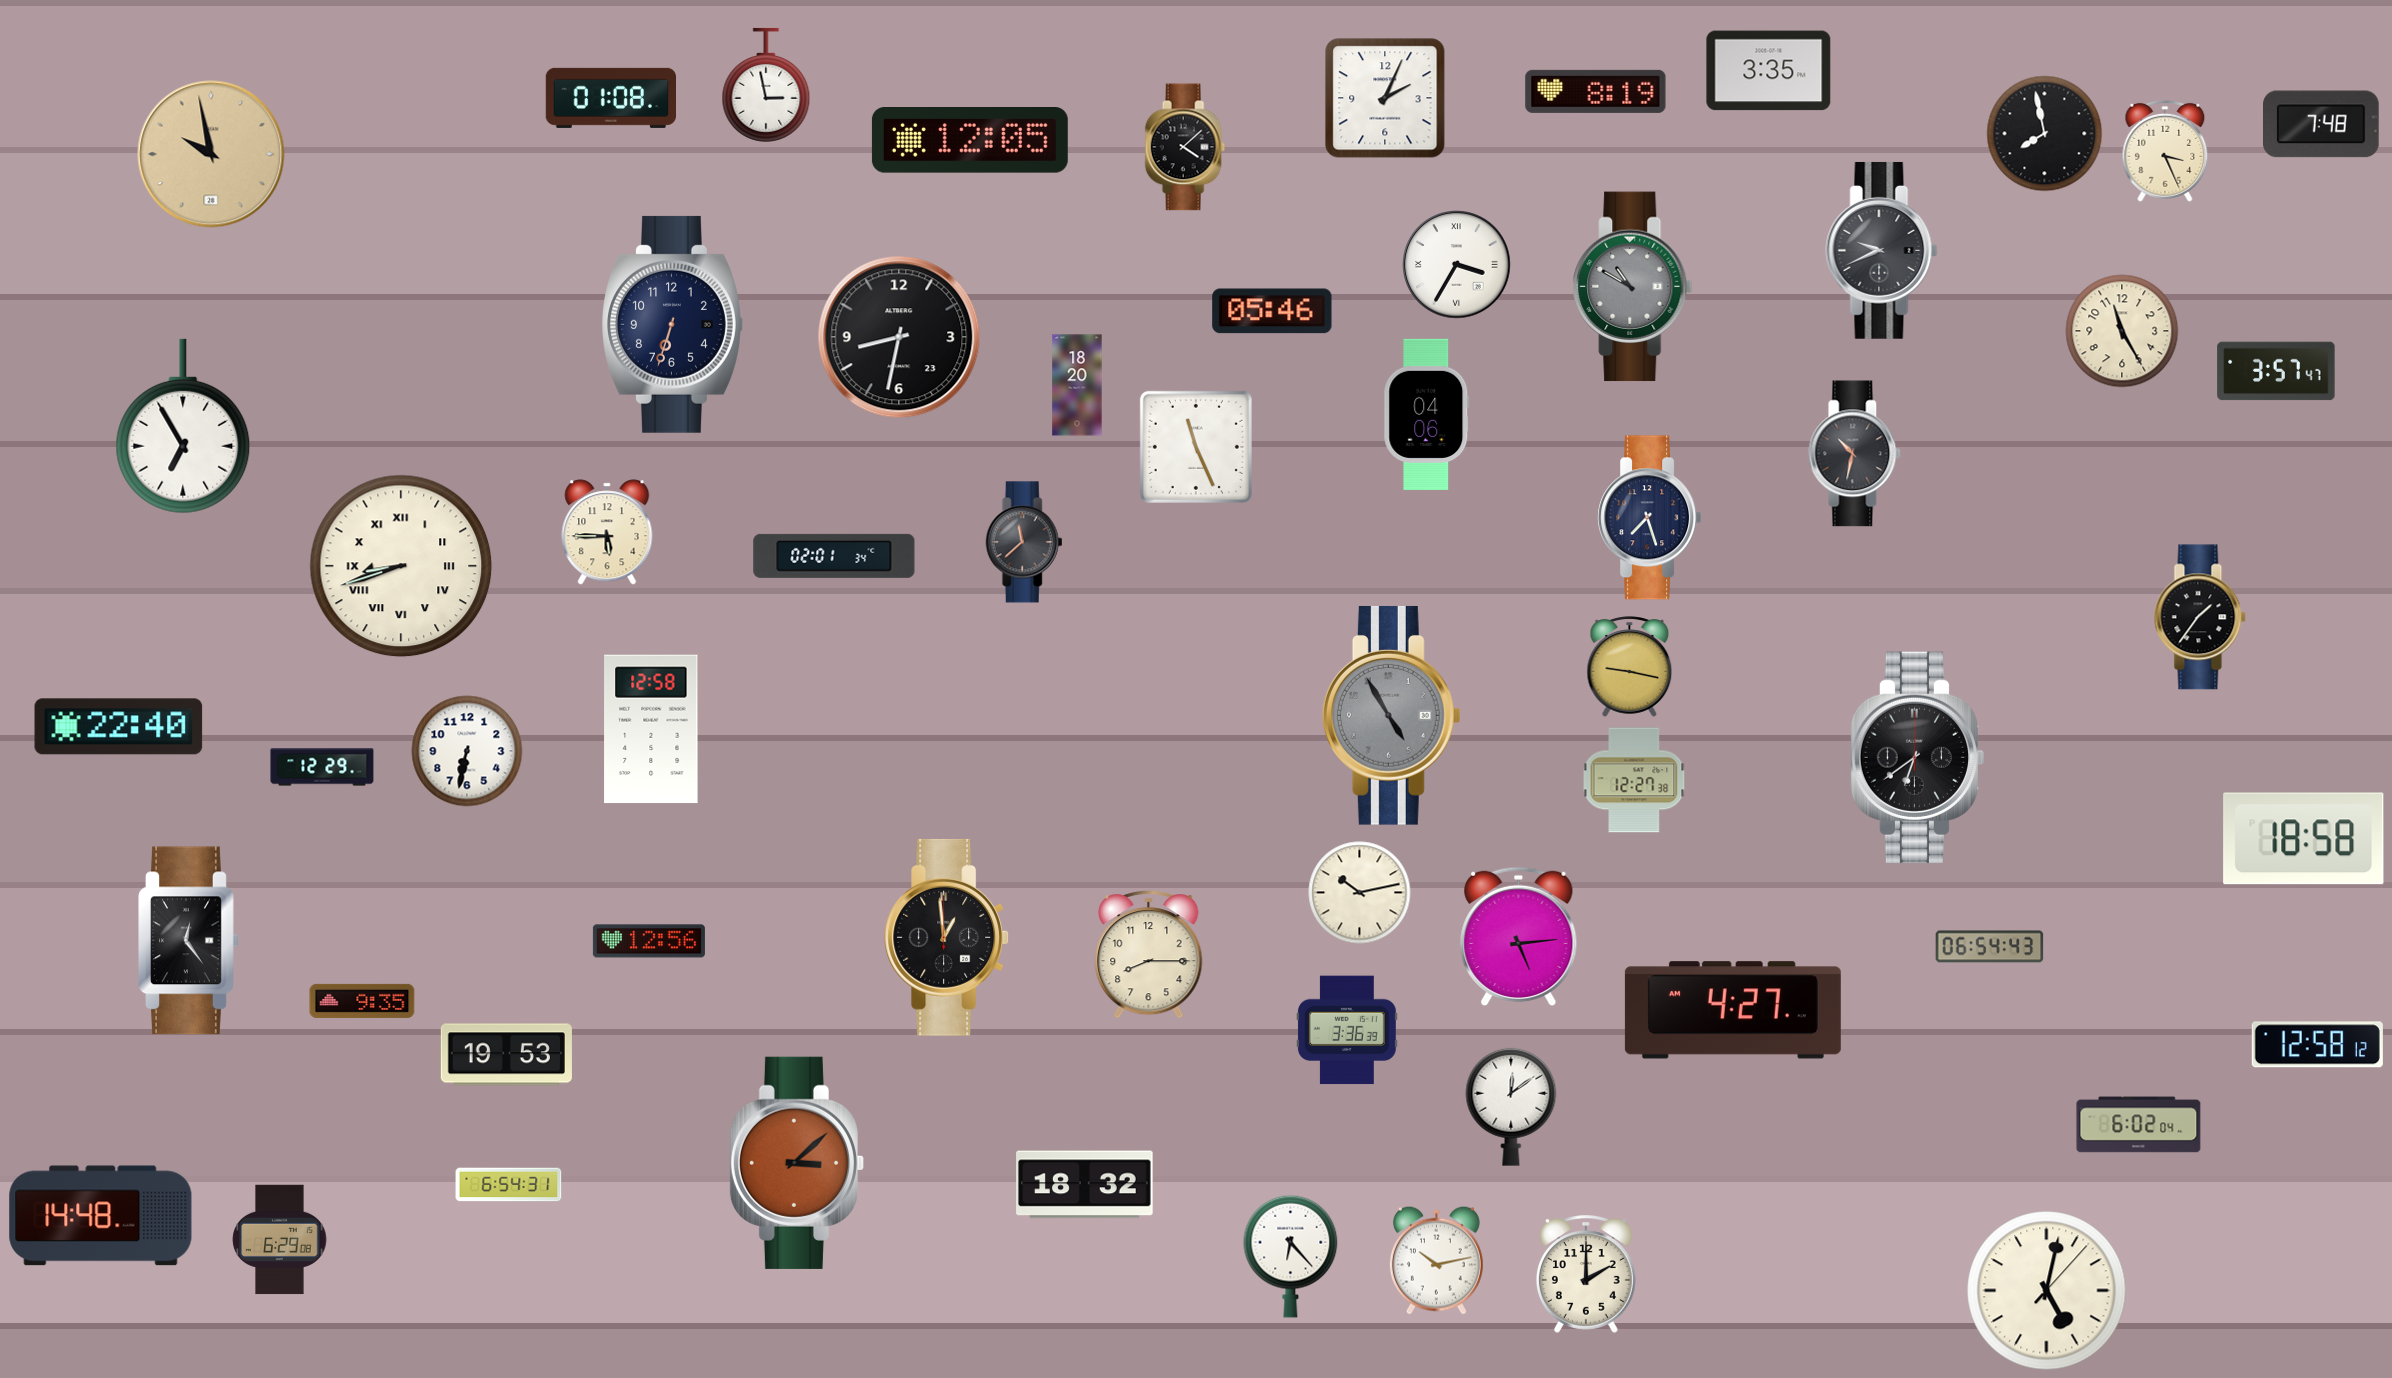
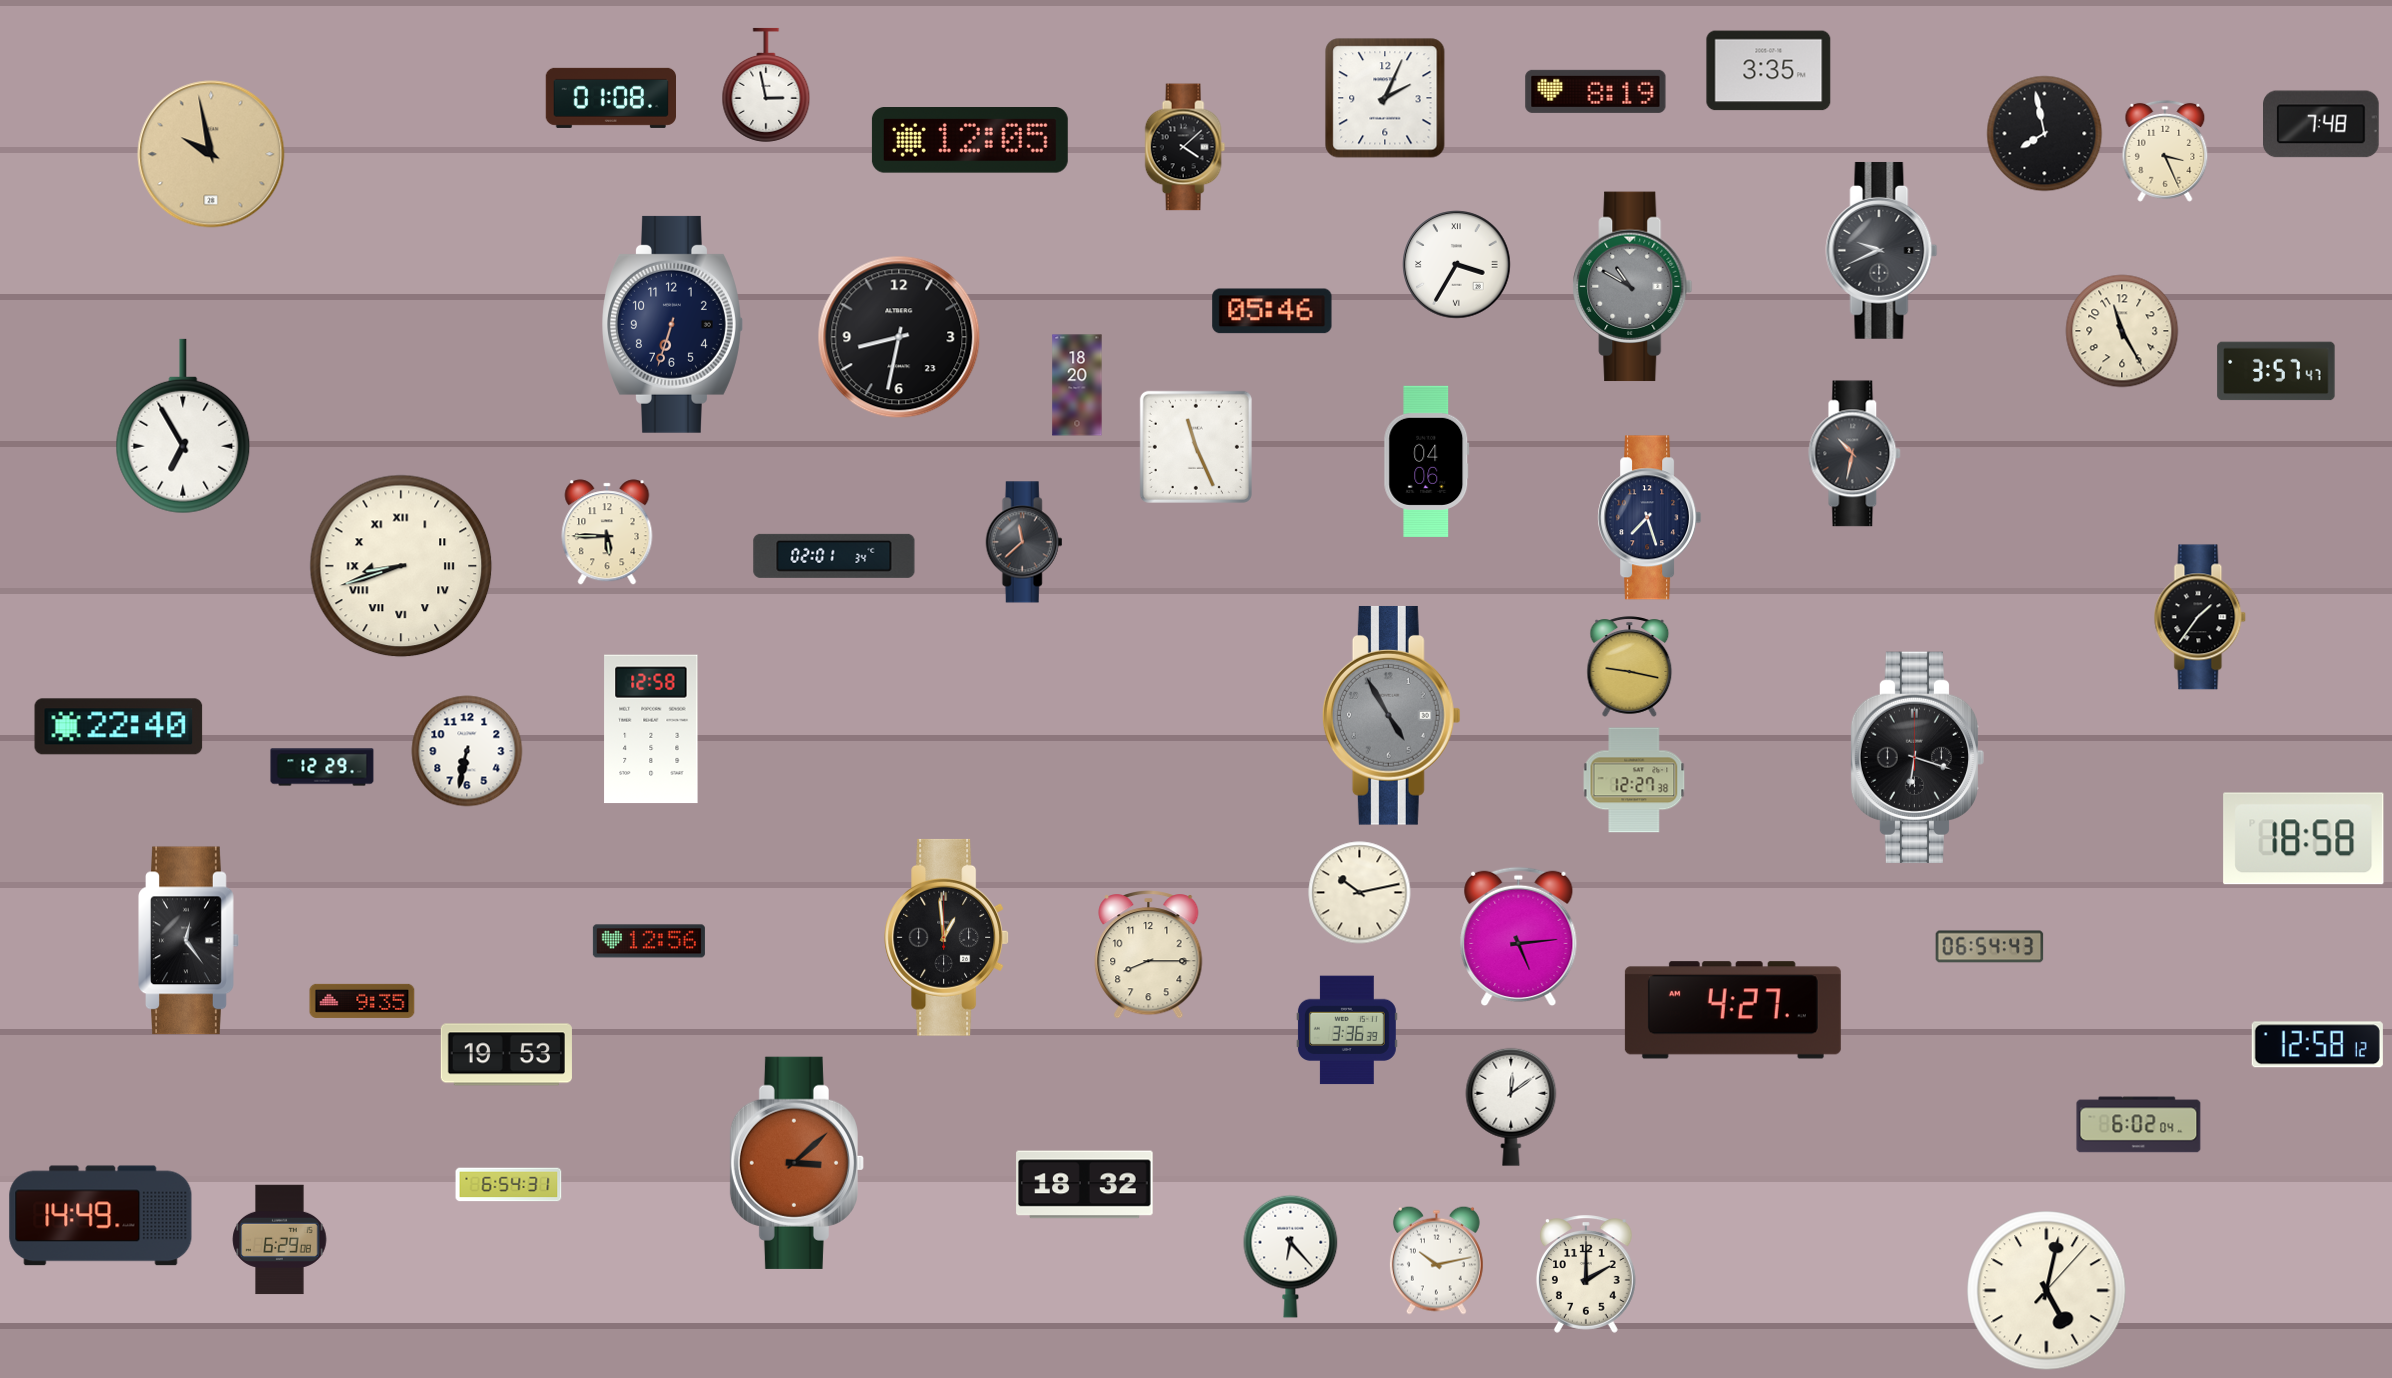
clock at (1427, 414) position: (1427, 414) -> (1427, 461)
clock at (1917, 757): 6:39 -> 6:18
clock at (101, 1216): 14:48 -> 14:49
